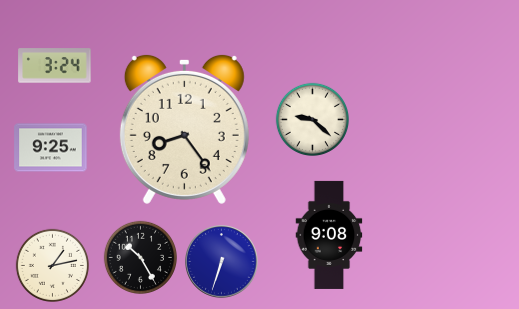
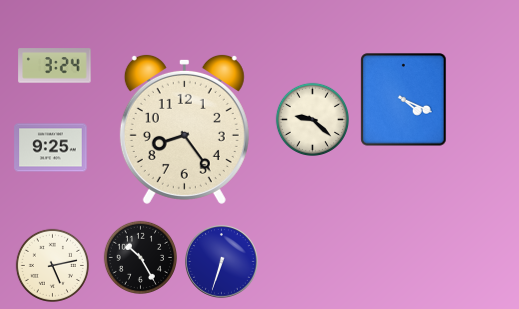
clock at (404, 100): none -> 4:19
clock at (329, 235): 9:08 -> none
clock at (52, 265): 1:13 -> 5:13
